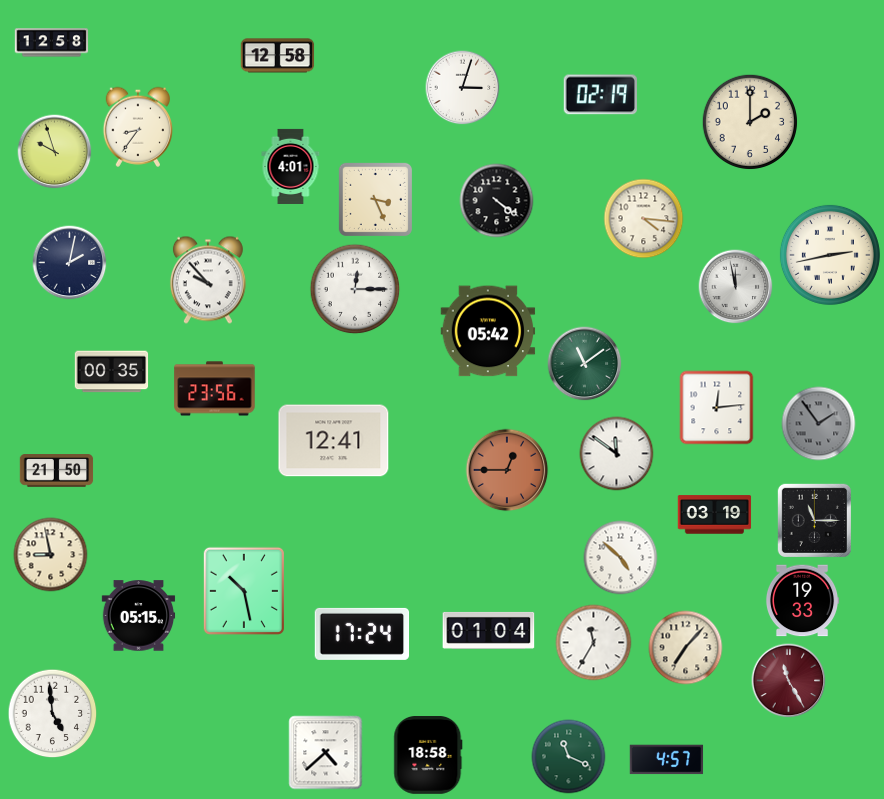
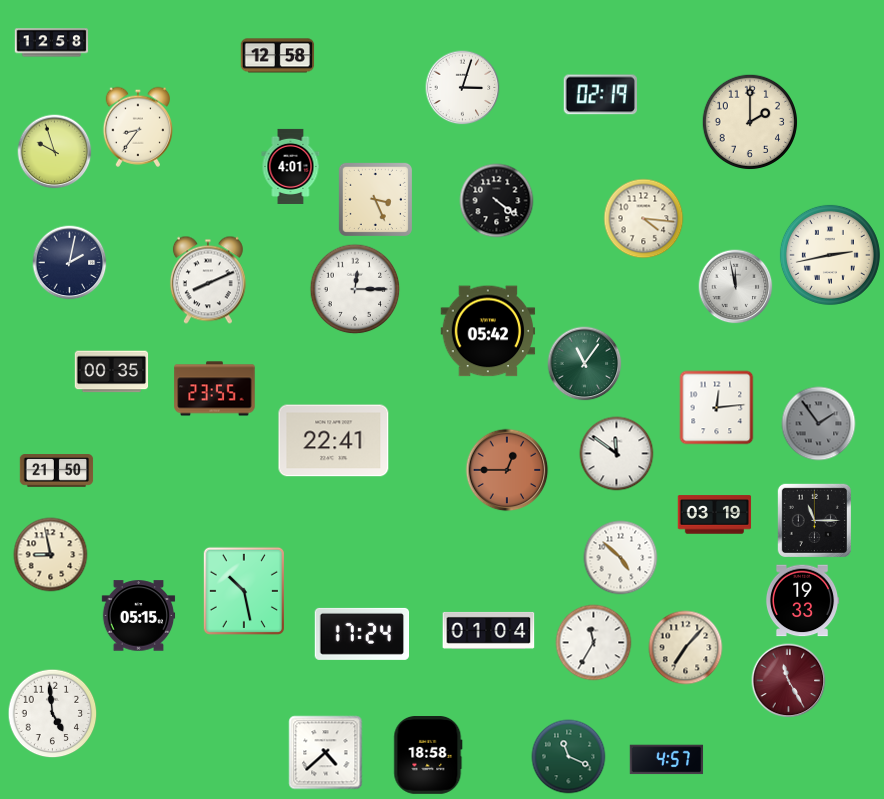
clock at (208, 280): 9:53 -> 8:11
clock at (585, 364): 11:09 -> 11:06
clock at (215, 389): 23:56 -> 23:55
clock at (334, 441): 12:41 -> 22:41
